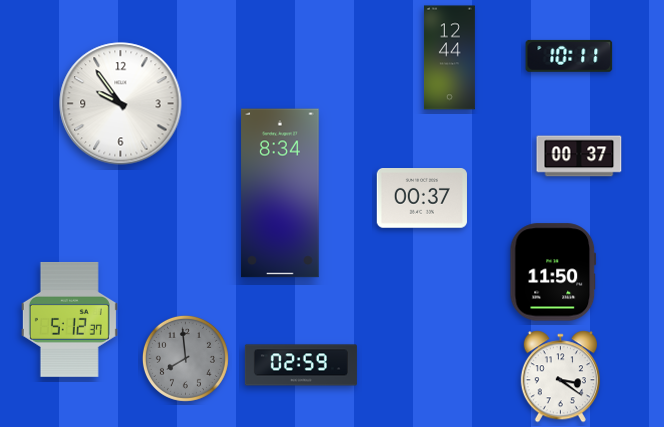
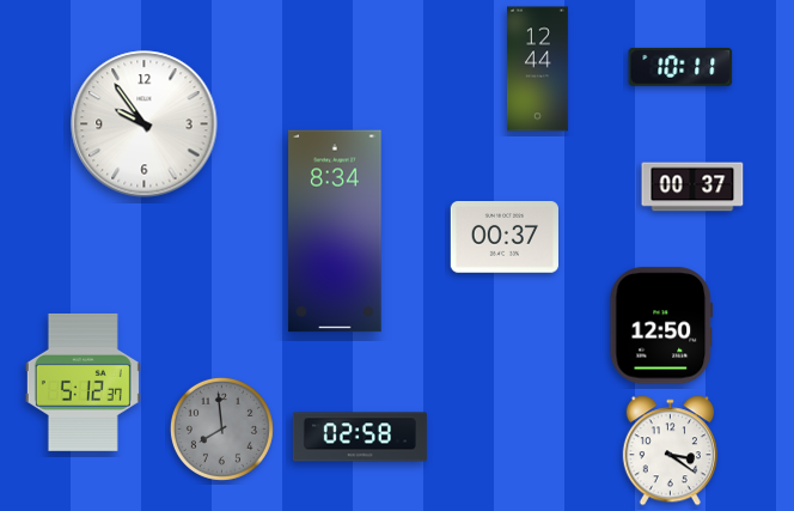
clock at (553, 272): 11:50 -> 12:50
clock at (301, 365): 02:59 -> 02:58
